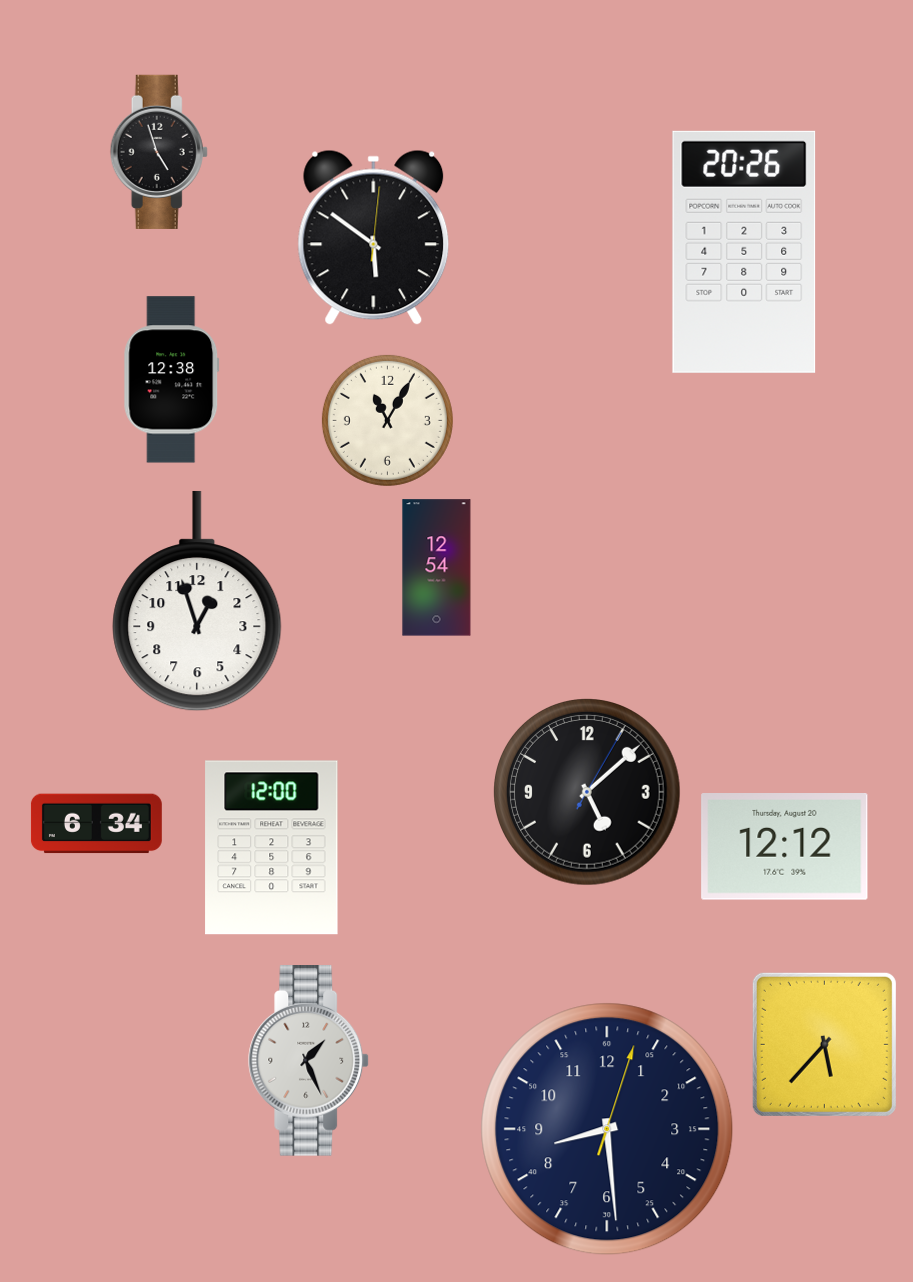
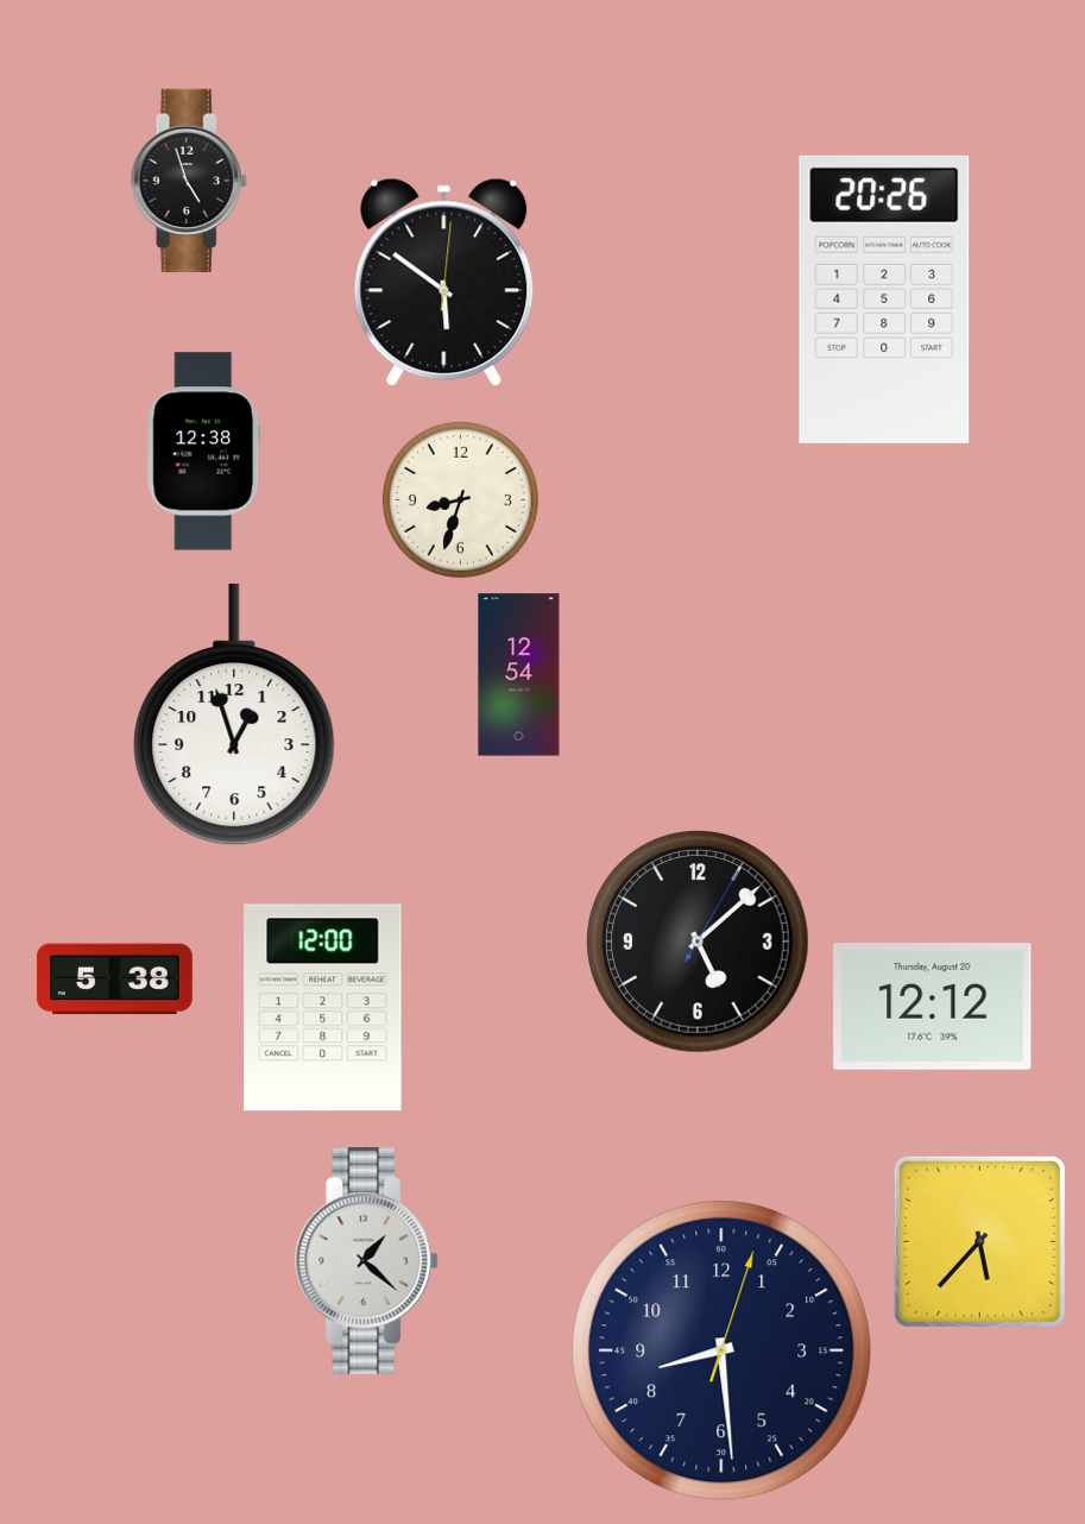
clock at (387, 420): 11:05 -> 8:33
clock at (96, 824): 6:34 -> 5:38
clock at (309, 1061): 1:26 -> 1:22
clock at (607, 1129) position: (607, 1129) -> (721, 1350)
